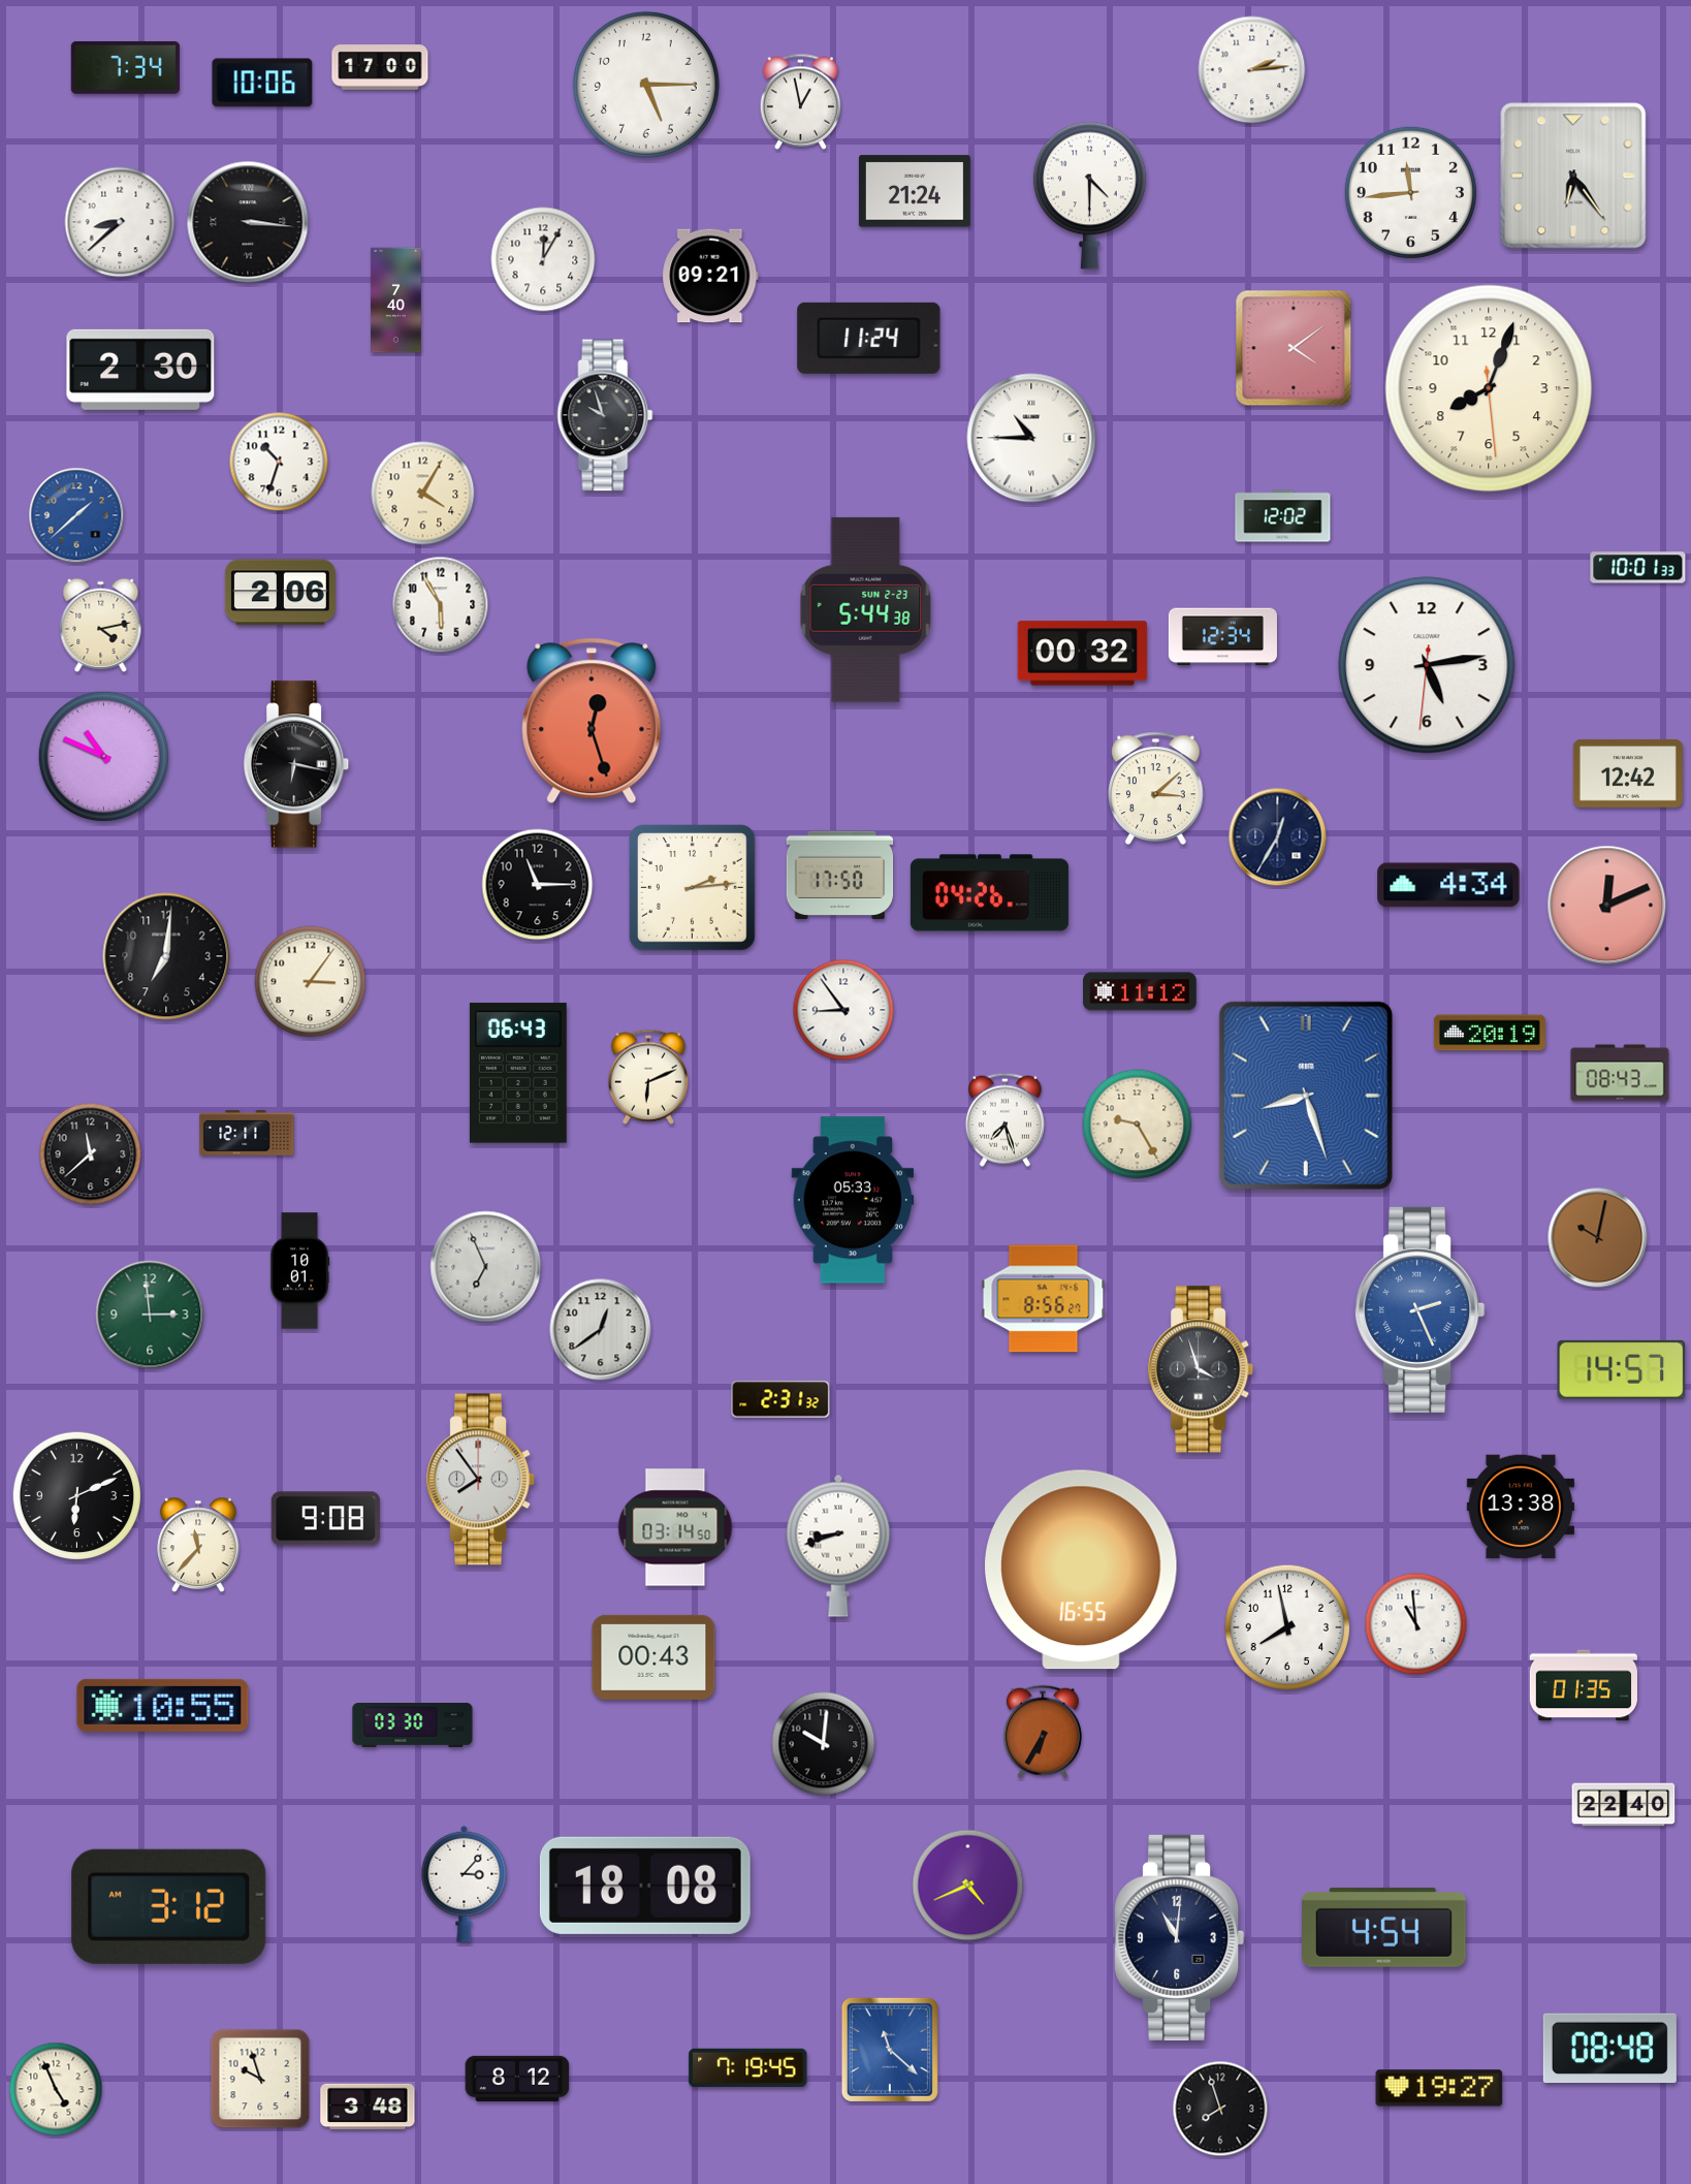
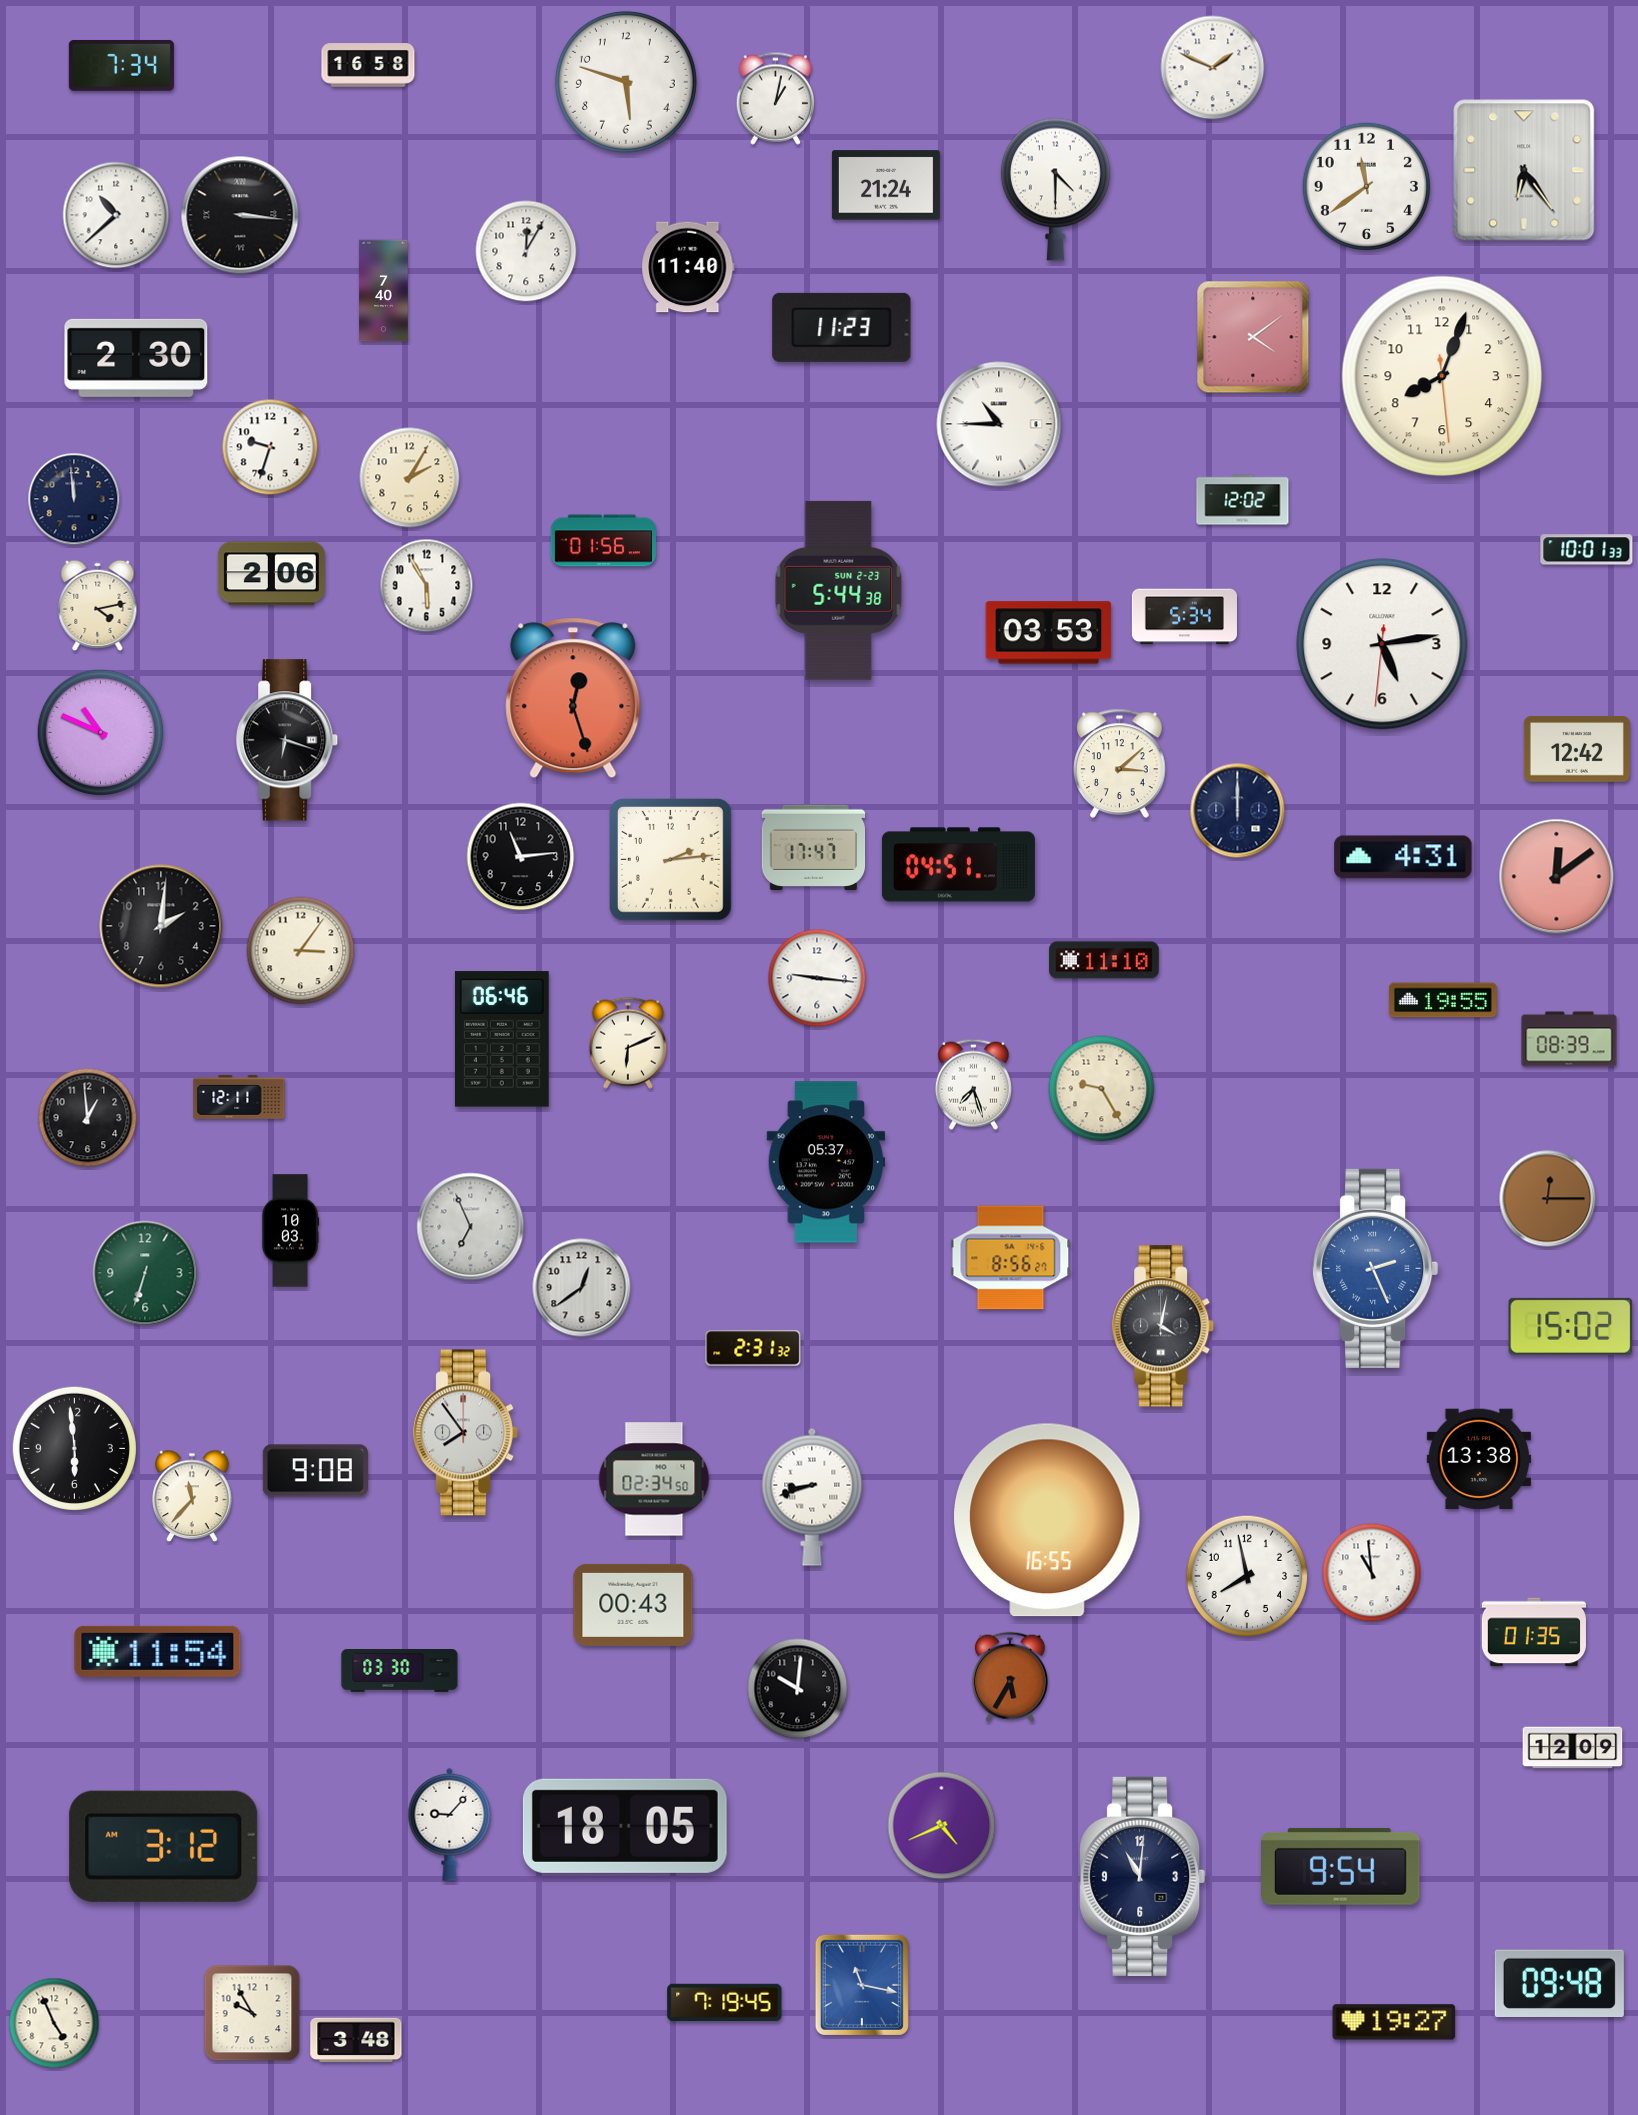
clock at (380, 67): 17:00 -> 16:58
clock at (1252, 70): 2:14 -> 1:49
clock at (262, 83): 10:06 -> none
clock at (646, 85): 5:15 -> 5:48
clock at (801, 101): 12:58 -> 1:02
clock at (1410, 192): 11:44 -> 11:39
clock at (120, 222): 8:38 -> 10:38
clock at (710, 276): 09:21 -> 11:40
clock at (869, 338): 11:24 -> 11:23
clock at (605, 415): 9:57 -> none
clock at (279, 462): 10:33 -> 9:33
clock at (423, 494): 4:05 -> 2:05
clock at (76, 515): 1:38 -> 11:59
clock at (76, 515) dial: blue -> navy
clock at (603, 541): none -> 01:56
clock at (1222, 637): 12:34 -> 5:34
clock at (1083, 654): 00:32 -> 03:53
clock at (297, 764): 6:17 -> 6:18
clock at (1278, 837): 12:35 -> 12:00
clock at (840, 875): 17:50 -> 17:47
clock at (538, 885): 11:15 -> 11:14
clock at (1448, 885): 4:34 -> 4:31
clock at (989, 893): 04:26 -> 04:51
clock at (1607, 906): 12:11 -> 12:09
clock at (166, 956): 7:01 -> 2:01
clock at (1140, 991): 11:12 -> 11:10
clock at (843, 1010): 8:54 -> 9:16
clock at (1490, 1033): 20:19 -> 19:55
clock at (518, 1073): 06:43 -> 06:46
clock at (1620, 1073): 08:43 -> 08:39
clock at (1306, 1096): 8:27 -> none
clock at (91, 1154): 11:38 -> 12:59
clock at (853, 1200): 05:33 -> 05:37
clock at (1598, 1238): 10:02 -> 12:15
clock at (299, 1271): 10:01 -> 10:03
clock at (150, 1315): 2:59 -> 6:33
clock at (1202, 1369): 3:57 -> 4:02
clock at (1622, 1369): 14:57 -> 15:02
clock at (780, 1399) position: (780, 1399) -> (753, 1348)
clock at (76, 1495): 6:11 -> 5:59
clock at (1521, 1507) position: (1521, 1507) -> (1479, 1459)
clock at (675, 1527): 03:14 -> 02:34
clock at (163, 1705): 10:55 -> 11:54
clock at (1043, 1732): 6:35 -> 5:35
clock at (1624, 1805): 22:40 -> 12:09
clock at (465, 1884): 3:07 -> 9:07
clock at (645, 1886): 18:08 -> 18:05
clock at (968, 1886) position: (968, 1886) -> (942, 1826)
clock at (1384, 1927): 4:54 -> 9:54
clock at (1609, 2049): 08:48 -> 09:48
clock at (890, 2050): 11:22 -> 11:17
clock at (260, 2079): 9:57 -> 9:55
clock at (517, 2079): 8:12 -> none
clock at (1220, 2109): 7:57 -> none
